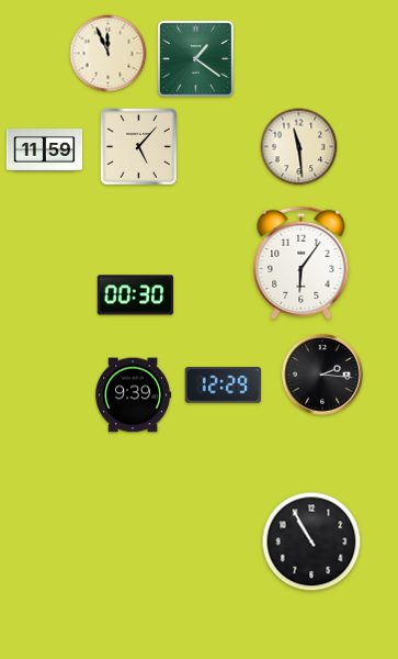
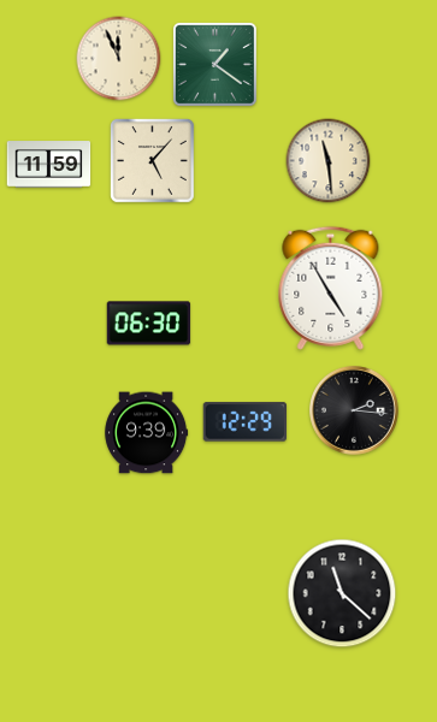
clock at (302, 263): 6:06 -> 4:55
clock at (136, 295): 00:30 -> 06:30
clock at (311, 541): 10:55 -> 11:22
